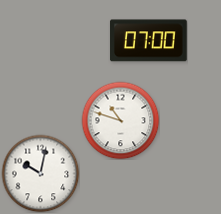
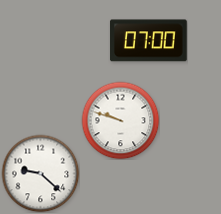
clock at (120, 120): 10:48 -> 9:48
clock at (40, 173): 10:02 -> 9:22
